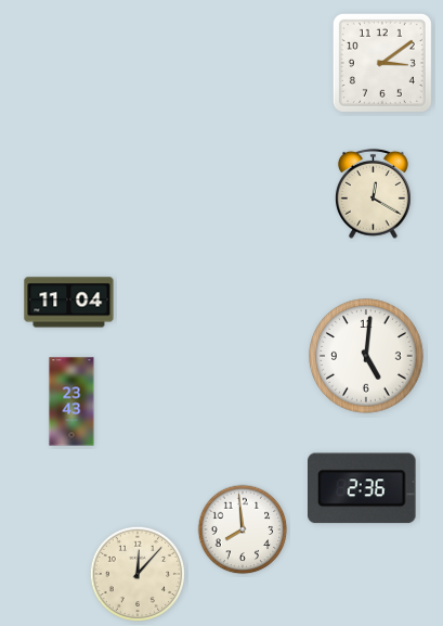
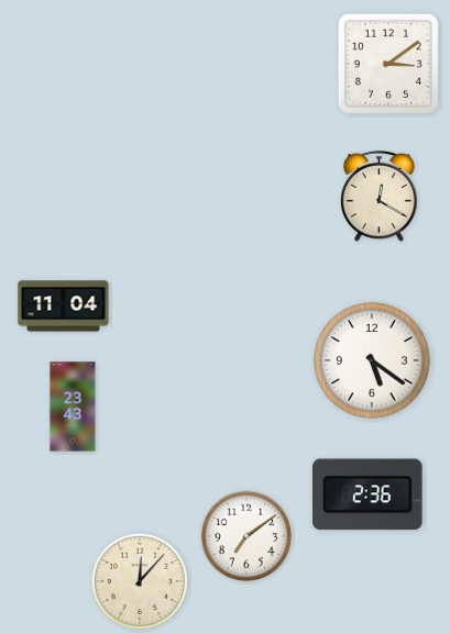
clock at (69, 303) position: (69, 303) -> (64, 307)
clock at (366, 356): 5:01 -> 5:21
clock at (243, 529): 7:59 -> 7:09
